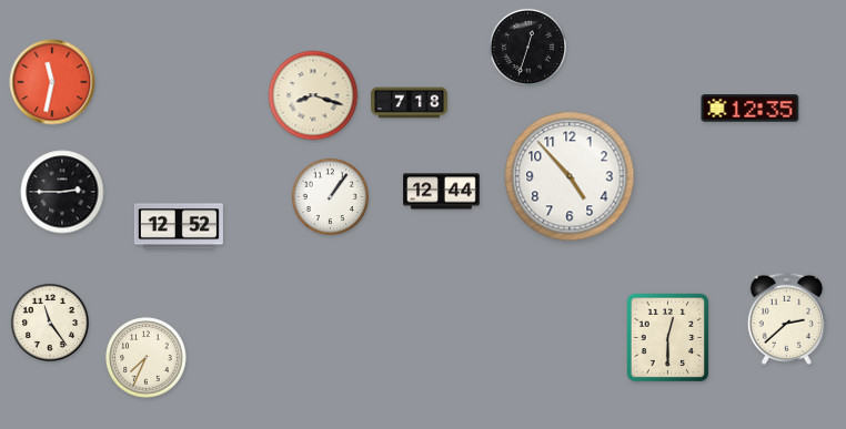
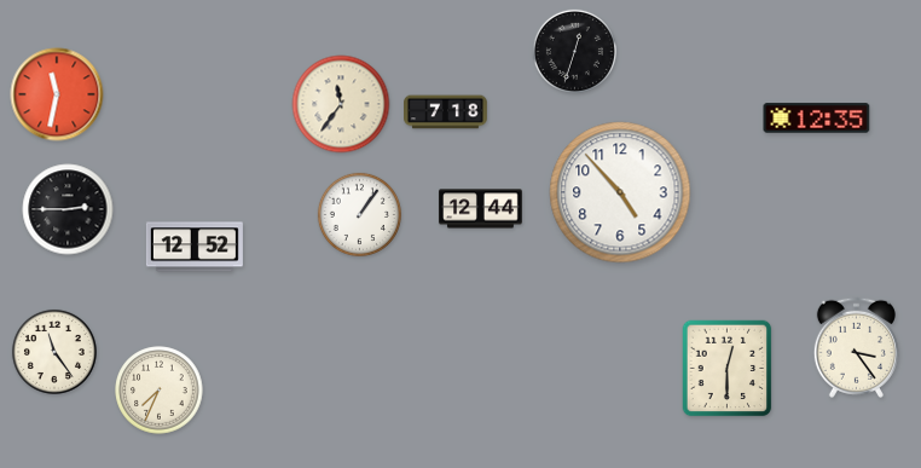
clock at (52, 82) position: (52, 82) -> (57, 94)
clock at (313, 95): 8:18 -> 11:36
clock at (786, 318): 2:38 -> 3:24
